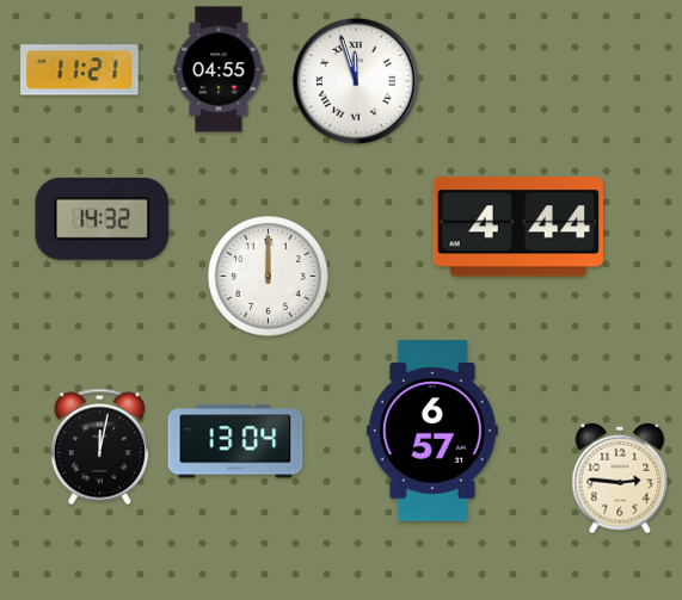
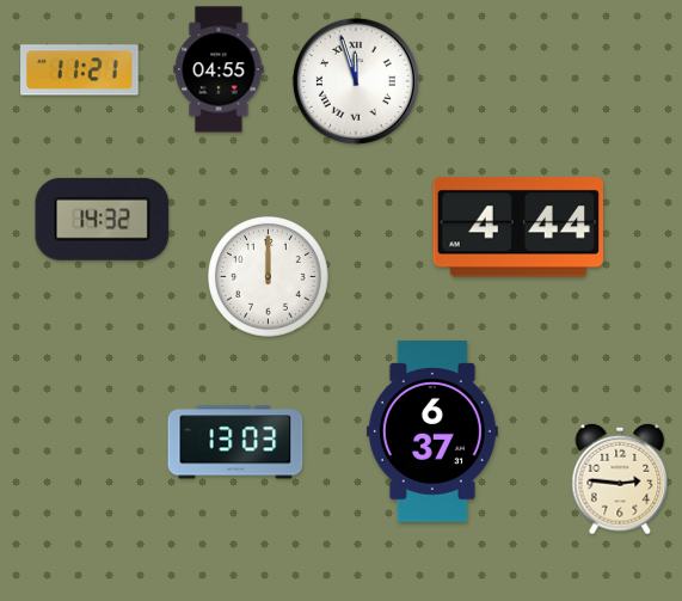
clock at (432, 431): 6:57 -> 6:37
clock at (235, 441): 13:04 -> 13:03
clock at (99, 447): 12:02 -> none
